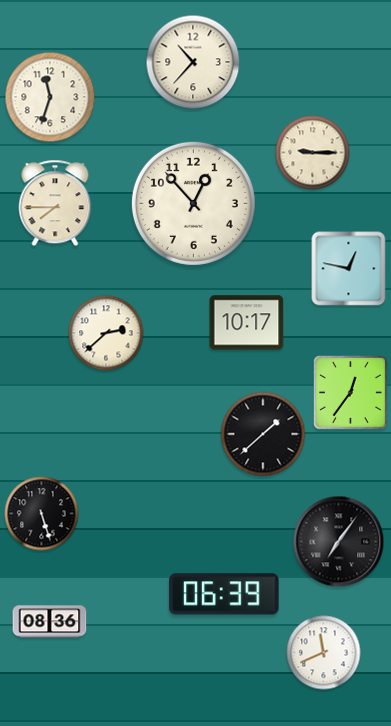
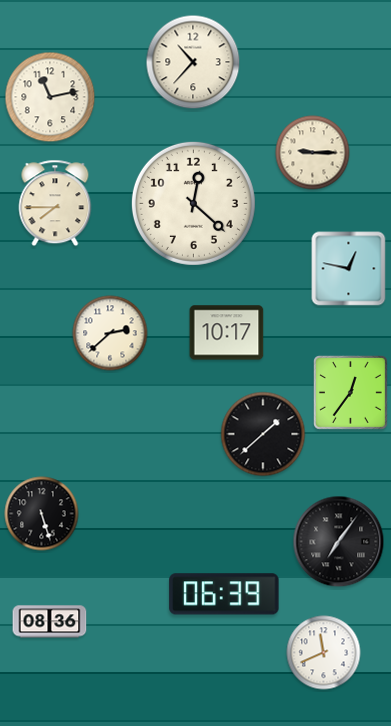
clock at (50, 97): 11:33 -> 11:13
clock at (193, 203): 12:53 -> 12:22
clock at (247, 323) position: (247, 323) -> (227, 333)
clock at (106, 333) position: (106, 333) -> (110, 333)
